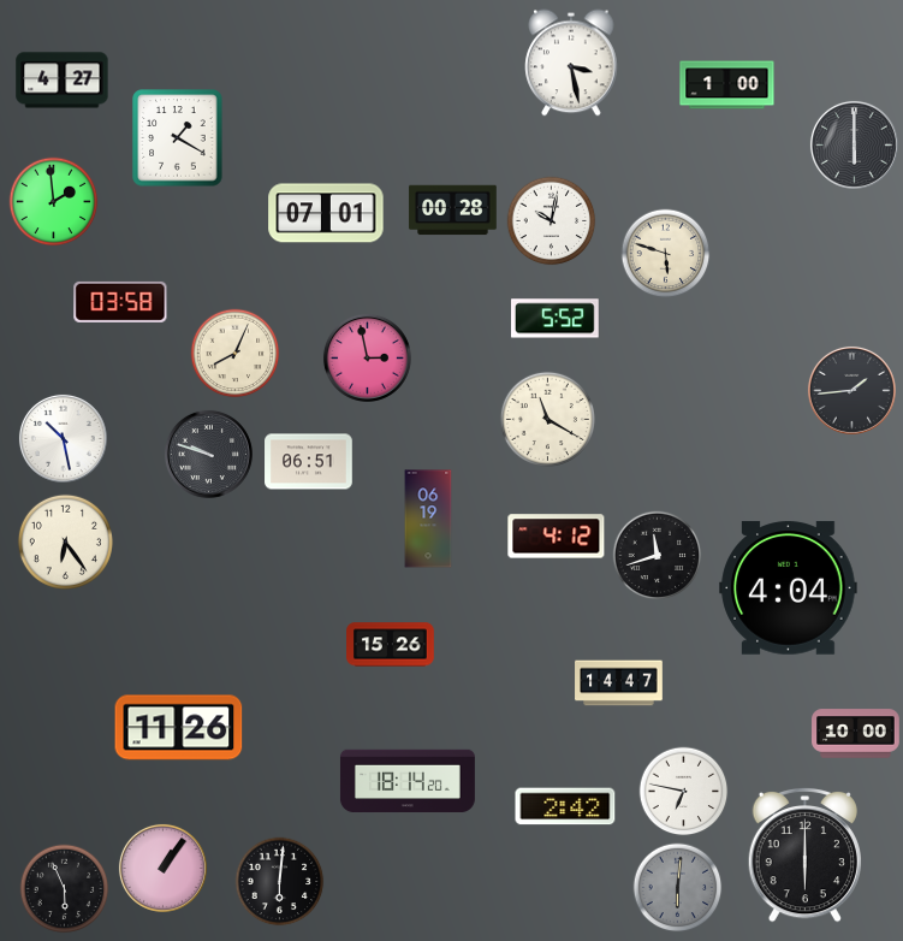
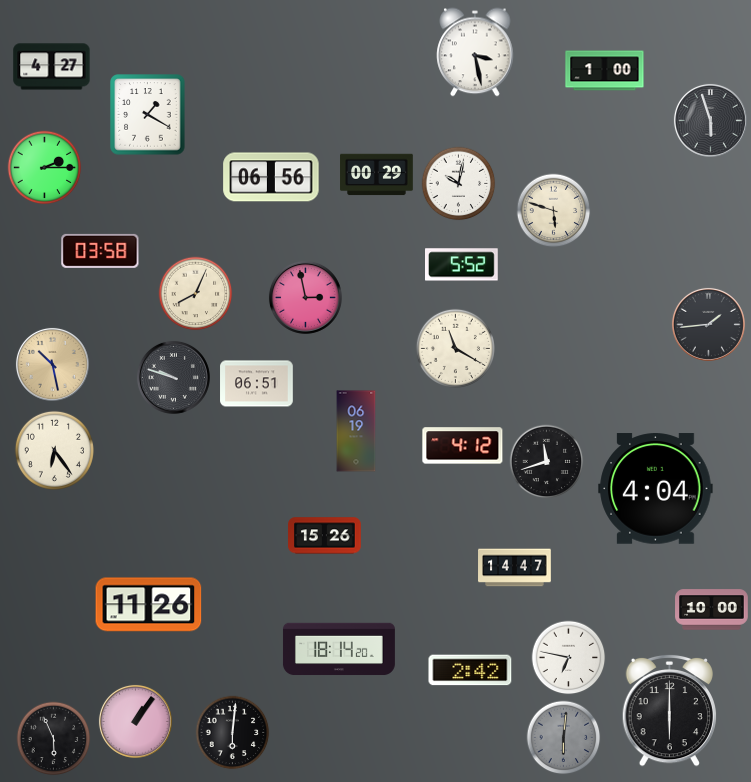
clock at (854, 144): 6:00 -> 5:57
clock at (54, 202): 1:59 -> 2:15
clock at (453, 211): 00:28 -> 00:29
clock at (326, 213): 07:01 -> 06:56
clock at (63, 438) dial: white -> champagne
